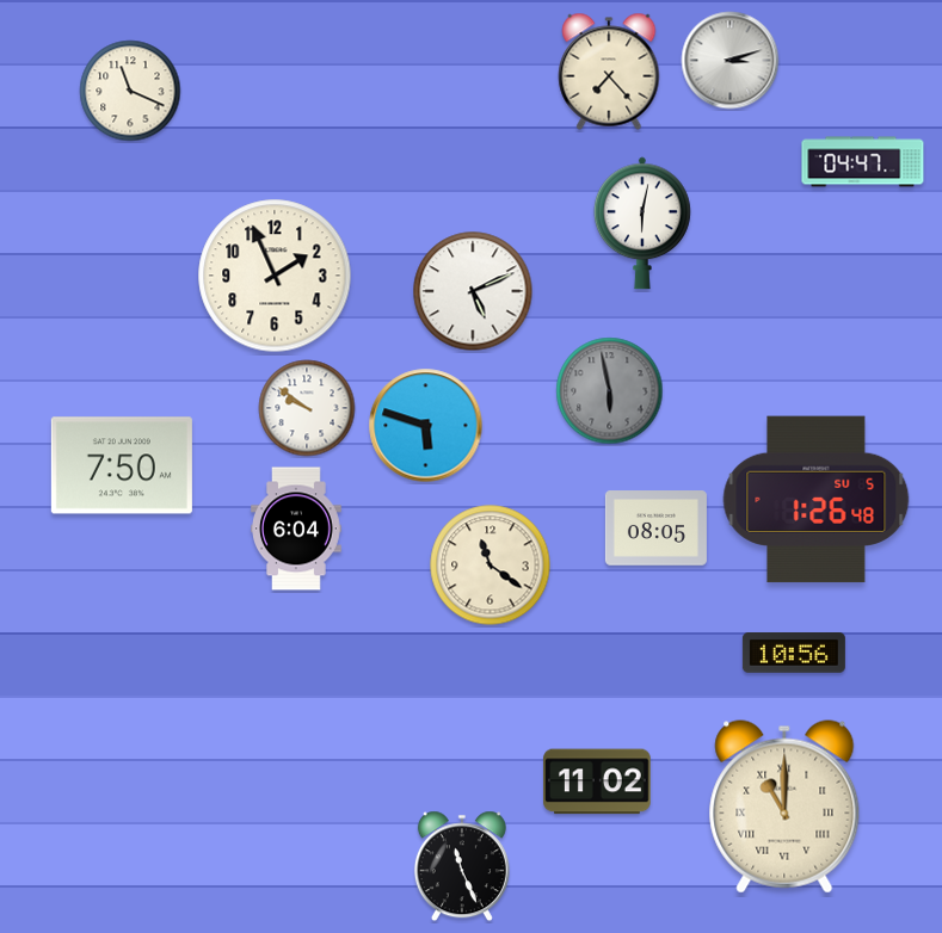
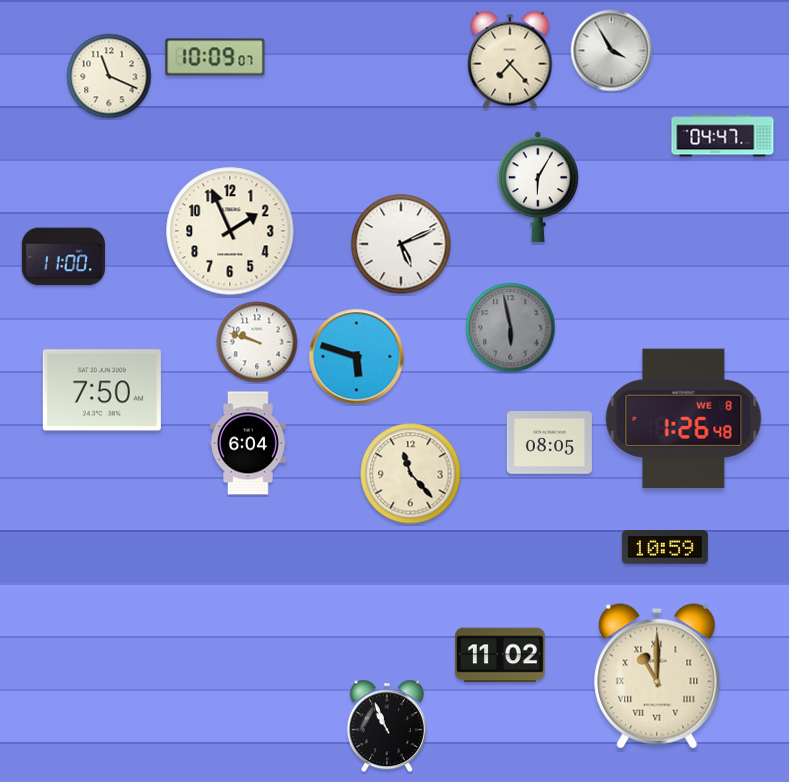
clock at (731, 61): 3:12 -> 3:55
clock at (215, 57): none -> 10:09
clock at (642, 223): 6:02 -> 6:05
clock at (473, 291) position: (473, 291) -> (401, 244)
clock at (63, 257): none -> 11:00
clock at (307, 408): 9:51 -> 9:48
clock at (817, 500) date: SU 5 -> WE 8
clock at (491, 566): 11:21 -> 11:23
clock at (794, 654): 10:56 -> 10:59
clock at (462, 866): 11:26 -> 10:56
